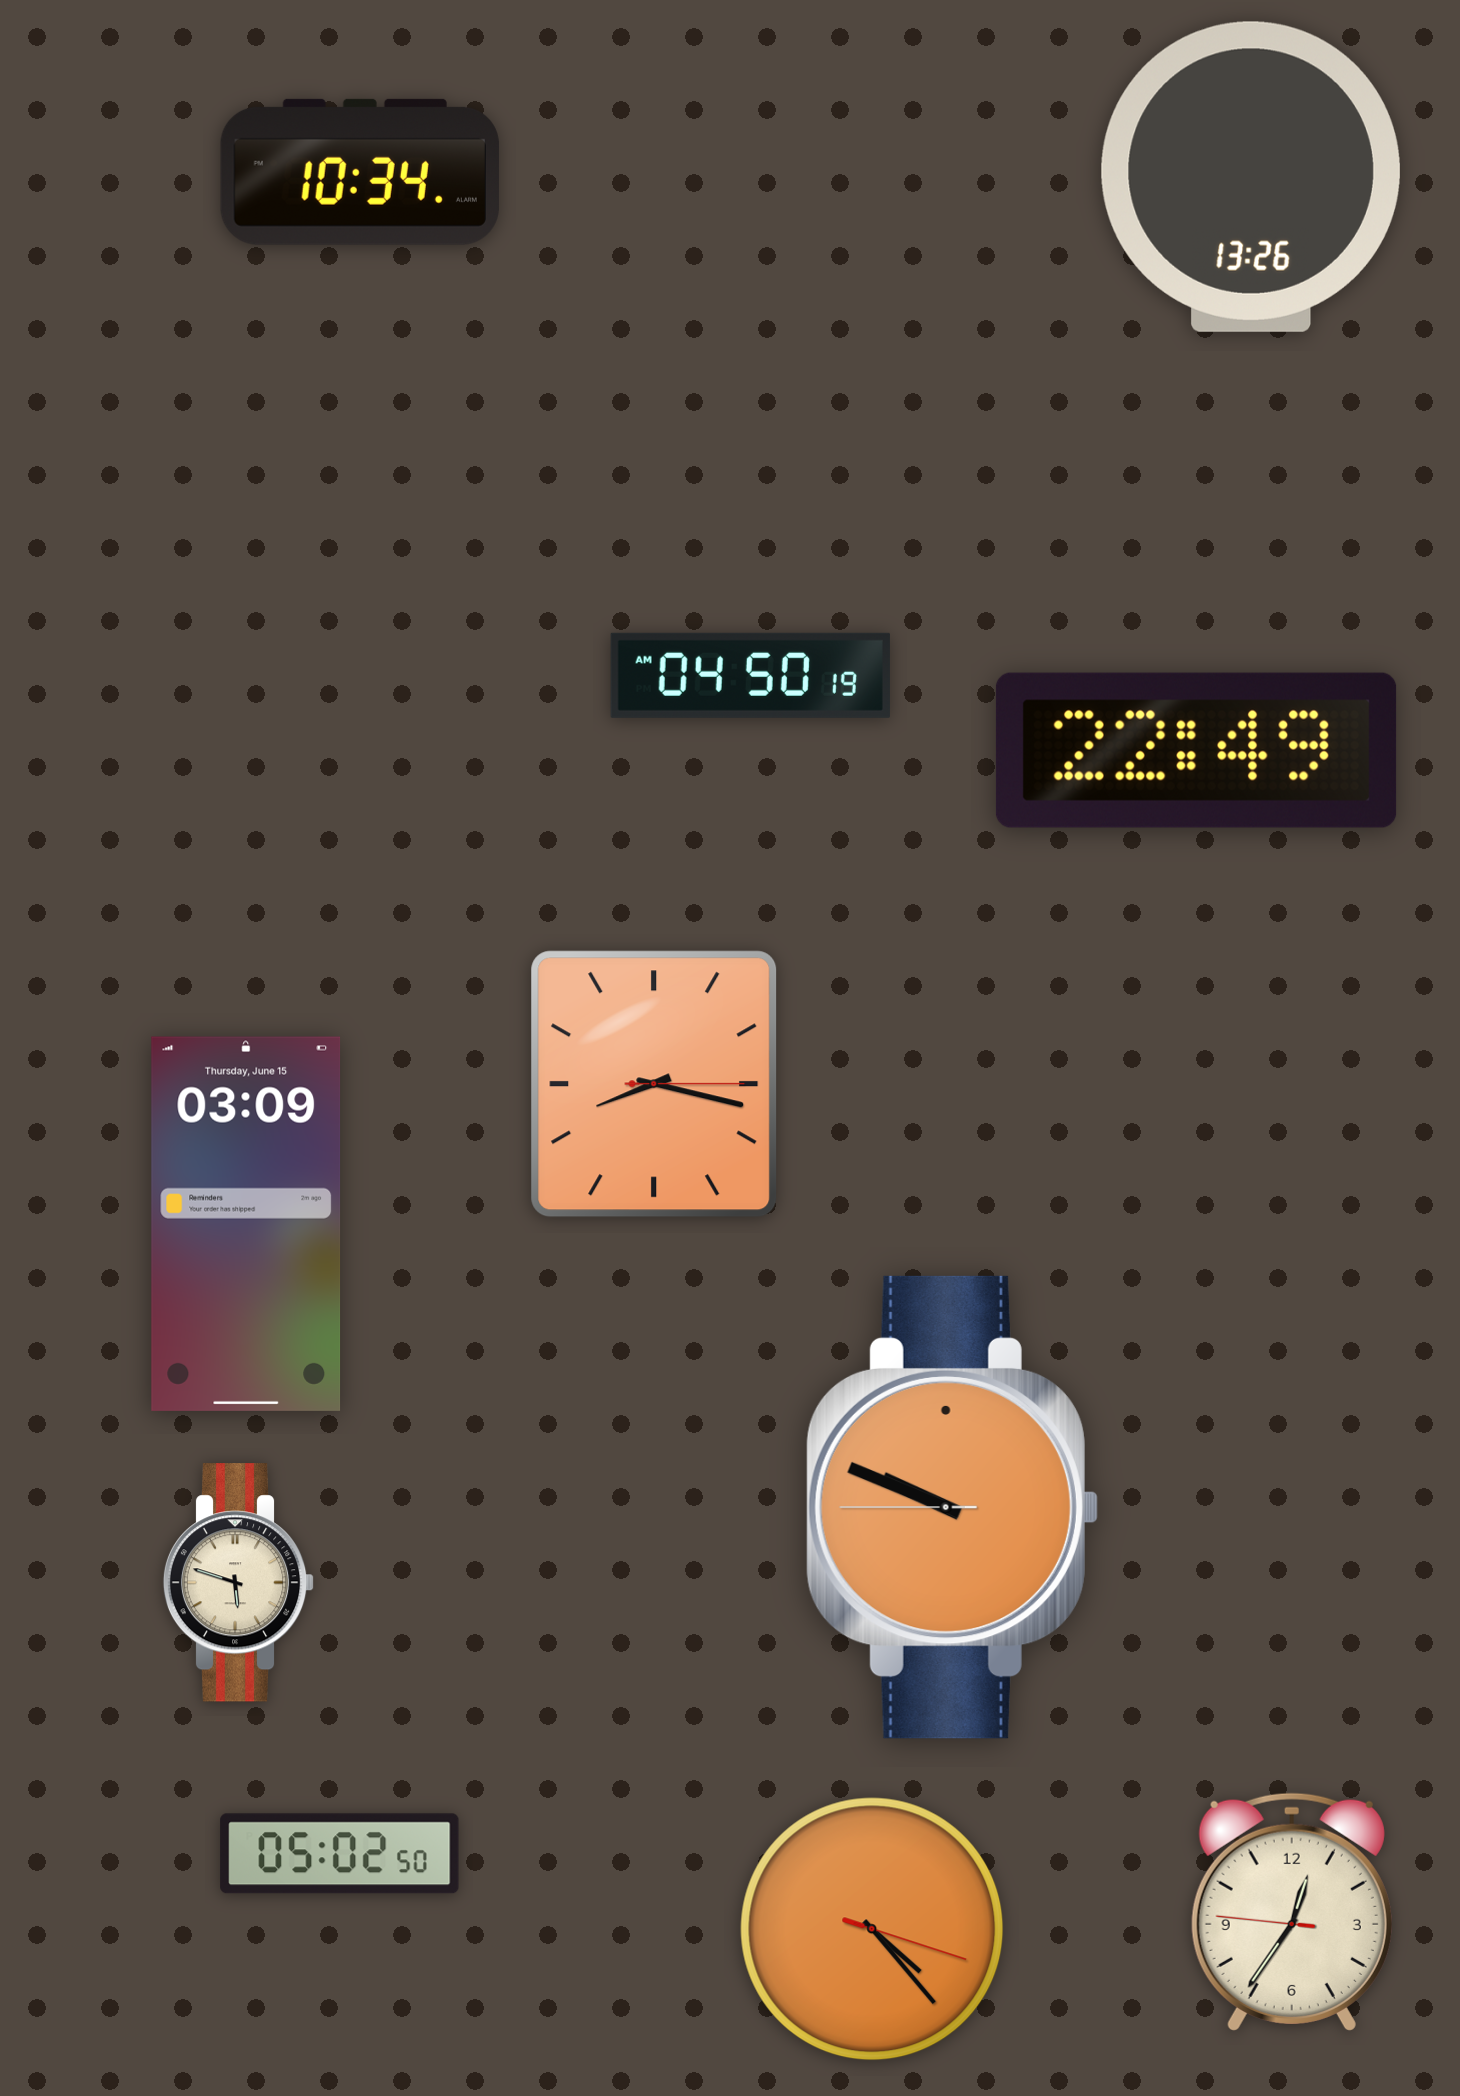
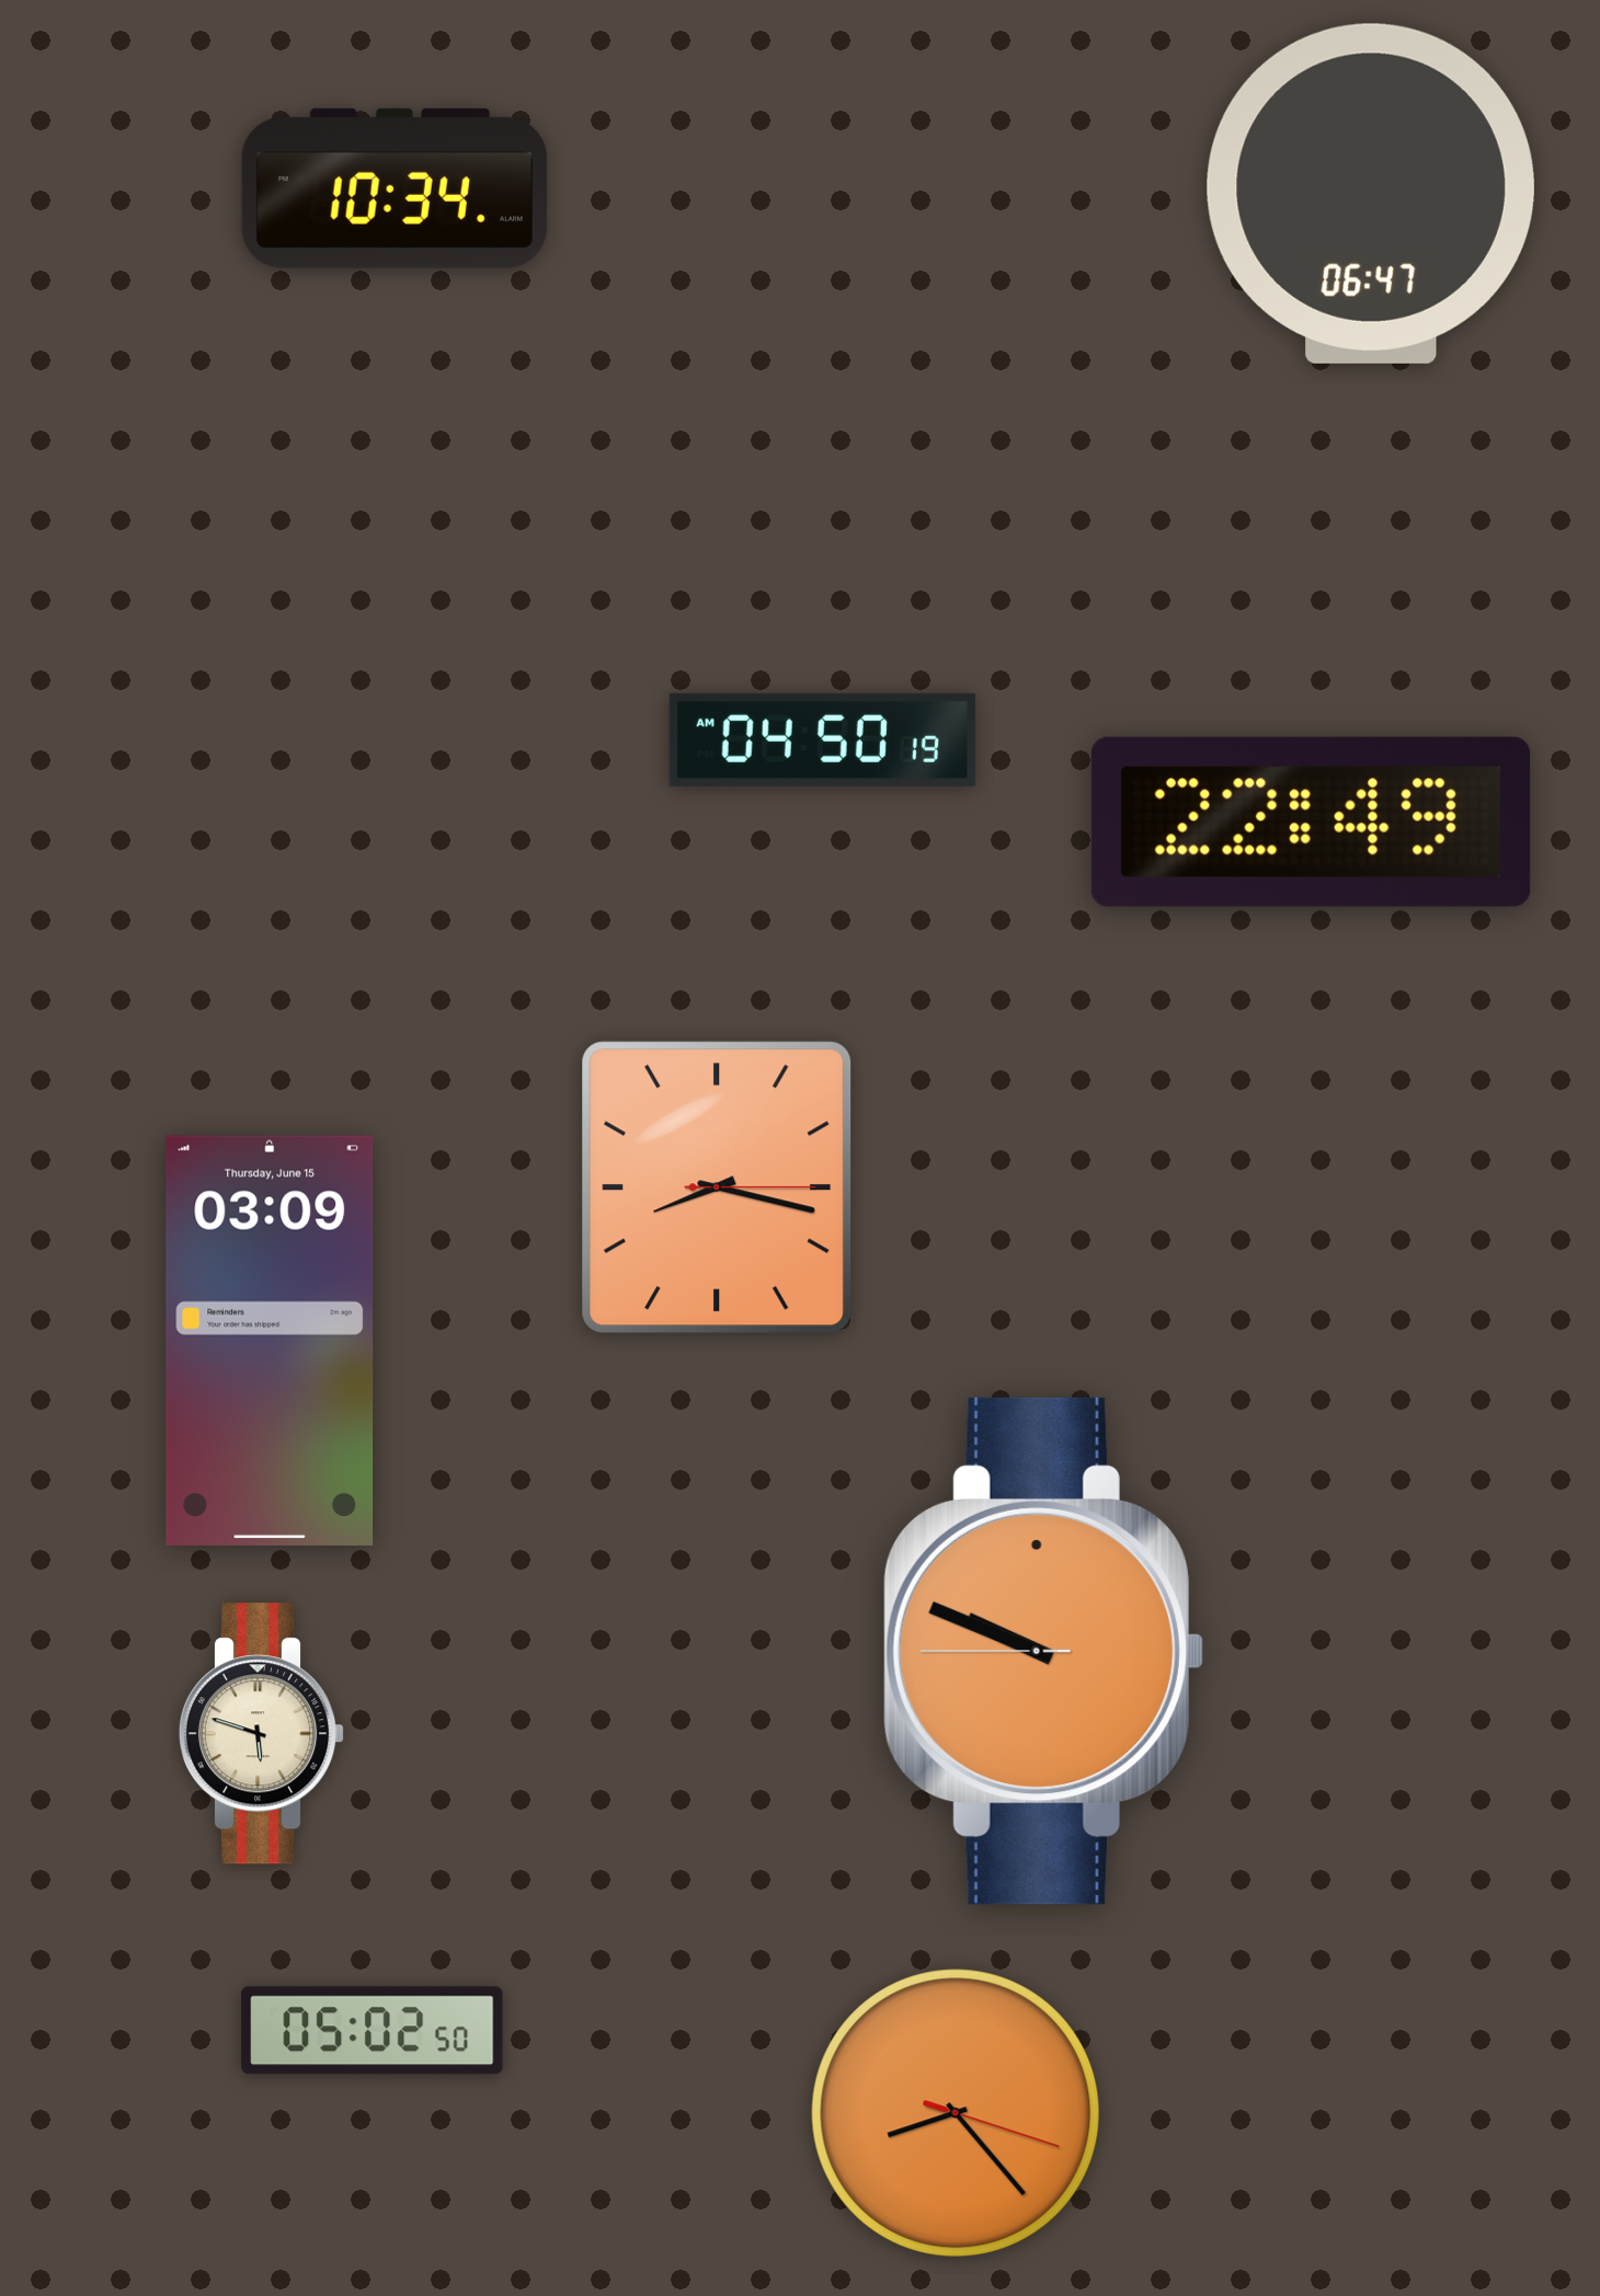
clock at (1251, 177): 13:26 -> 06:47
clock at (1292, 1912): 12:35 -> none
clock at (872, 1929): 4:23 -> 8:23
